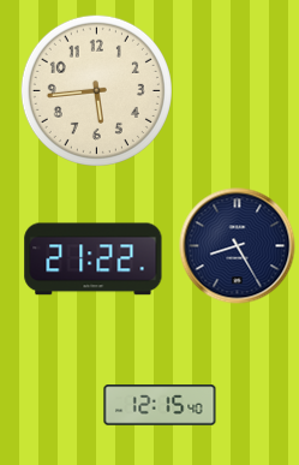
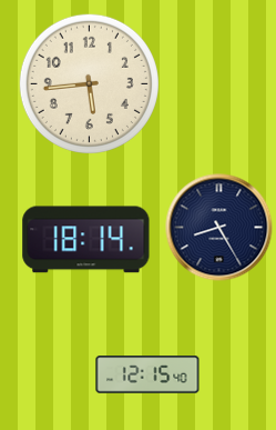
clock at (94, 260): 21:22 -> 18:14
